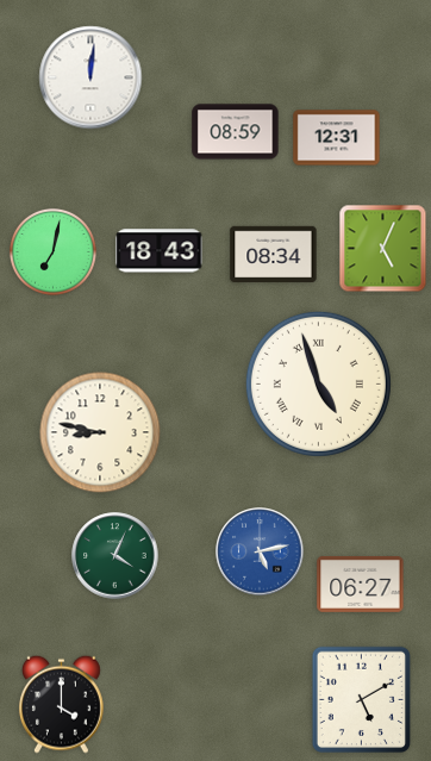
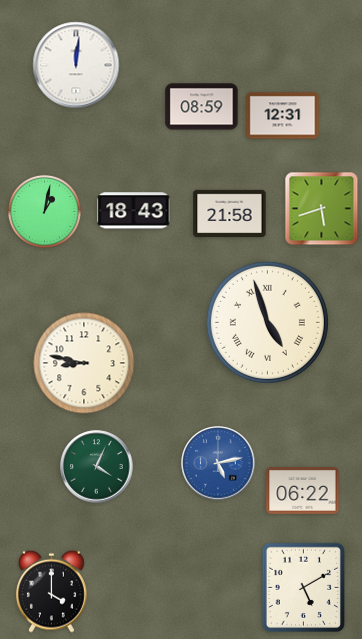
clock at (236, 132) position: (236, 132) -> (202, 107)
clock at (383, 249): 5:04 -> 5:42
clock at (52, 251): 7:02 -> 1:02
clock at (274, 254): 08:34 -> 21:58
clock at (361, 584): 06:27 -> 06:22
